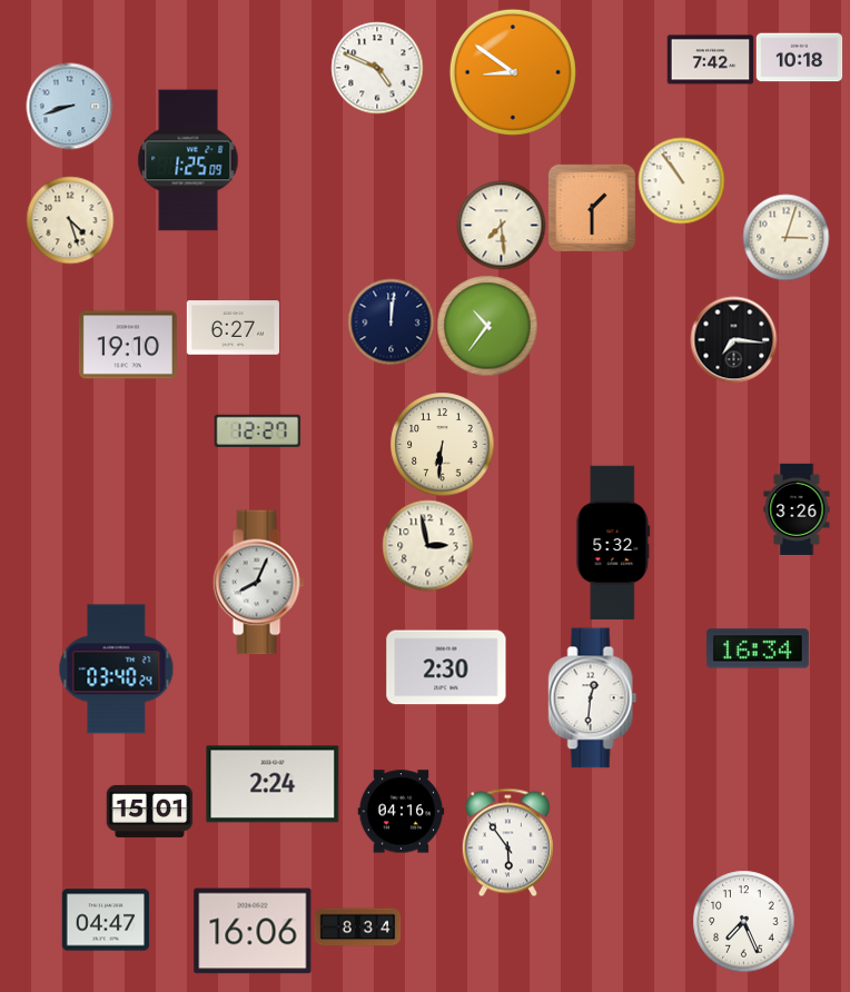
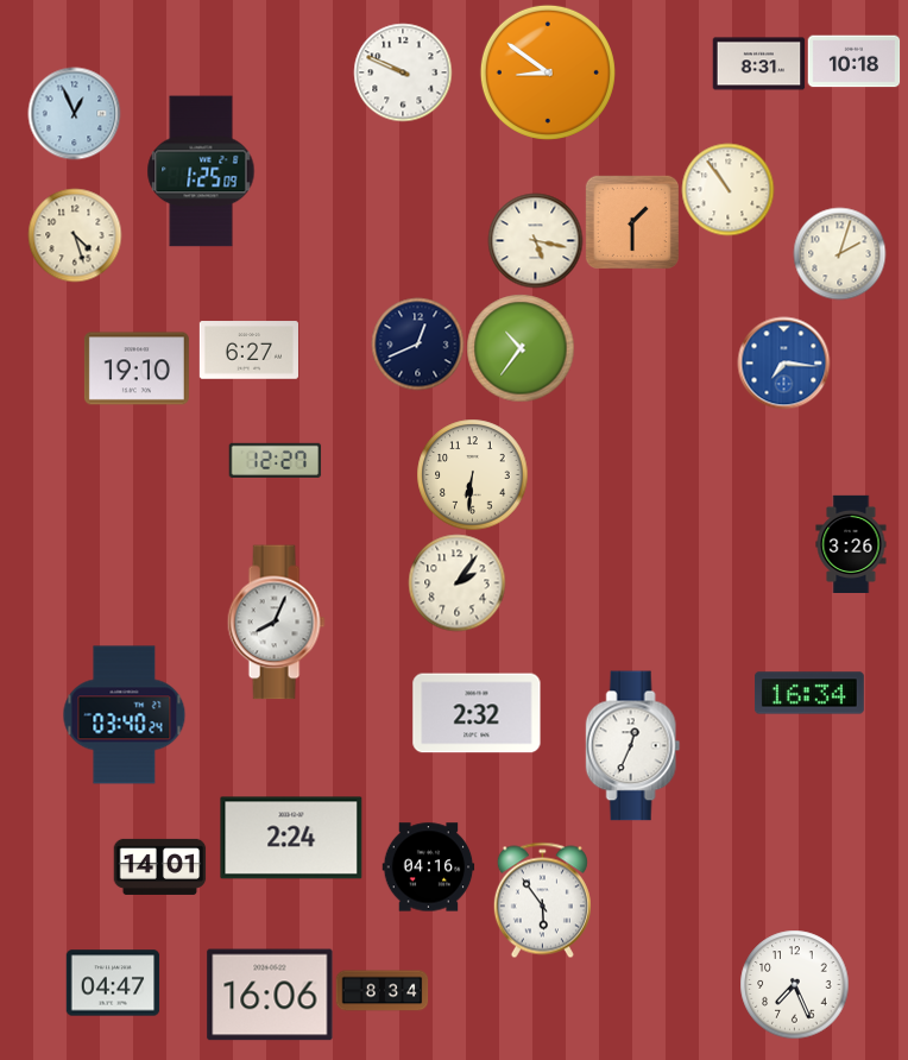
clock at (710, 60): 7:42 -> 8:31
clock at (377, 68): 4:49 -> 9:49
clock at (513, 72) position: (513, 72) -> (548, 72)
clock at (69, 106): 8:42 -> 12:56
clock at (681, 180) position: (681, 180) -> (727, 189)
clock at (501, 225): 7:29 -> 5:17
clock at (785, 237): 3:03 -> 2:03
clock at (391, 321): 12:01 -> 12:41
clock at (733, 339) dial: black -> blue
clock at (613, 542): 5:32 -> none
clock at (427, 545): 2:58 -> 2:06
clock at (446, 667): 2:30 -> 2:32
clock at (593, 698): 12:31 -> 12:34
clock at (149, 811): 15:01 -> 14:01
